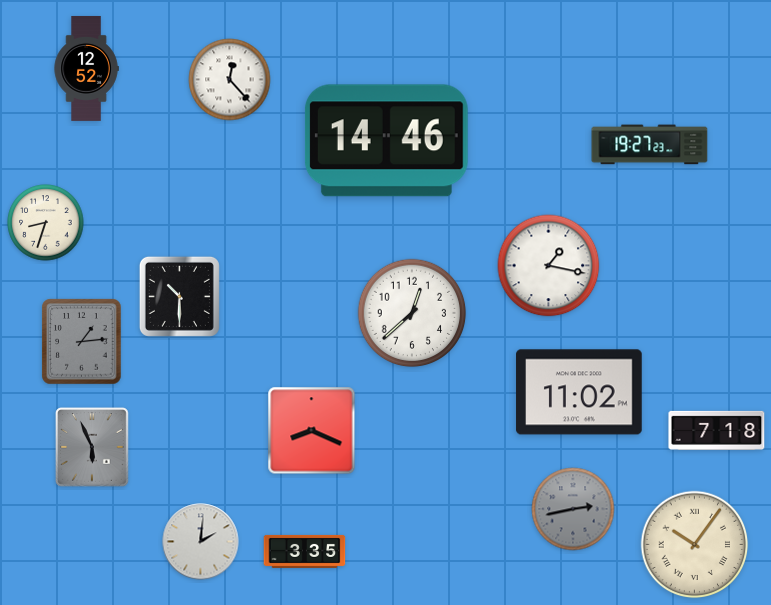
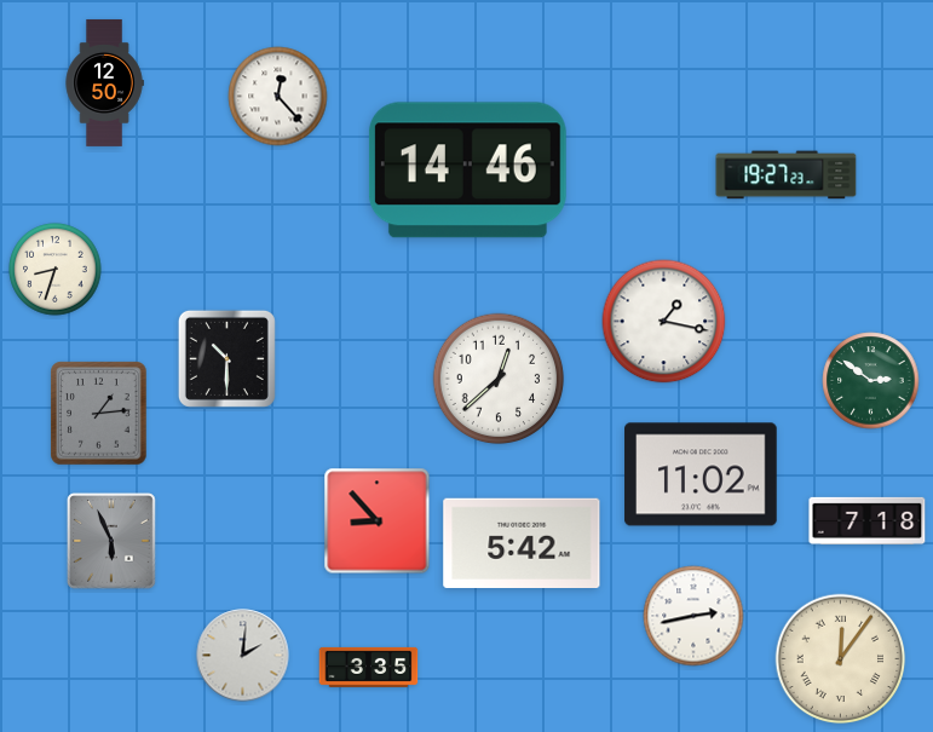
clock at (86, 68): 12:52 -> 12:50
clock at (179, 296) position: (179, 296) -> (226, 358)
clock at (871, 381): none -> 2:51
clock at (312, 431): 8:19 -> 8:53
clock at (522, 542): none -> 5:42
clock at (573, 509) dial: grey -> white
clock at (695, 545): 10:06 -> 12:06
